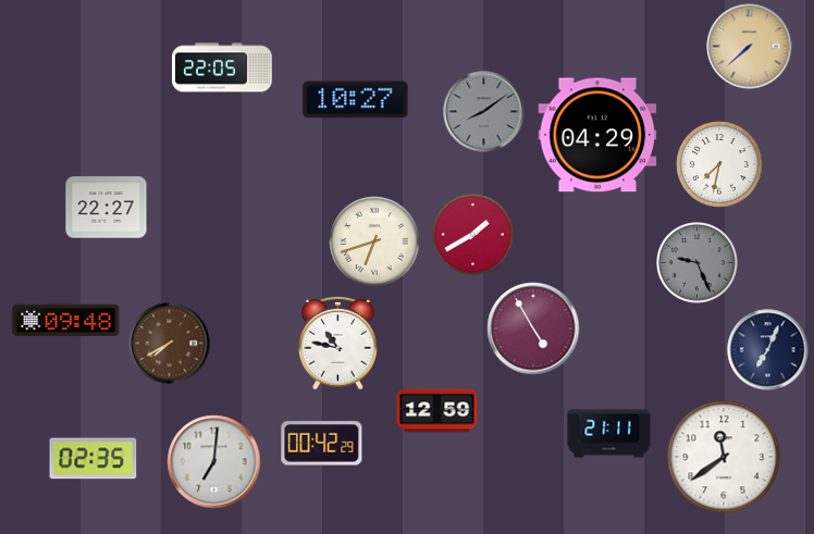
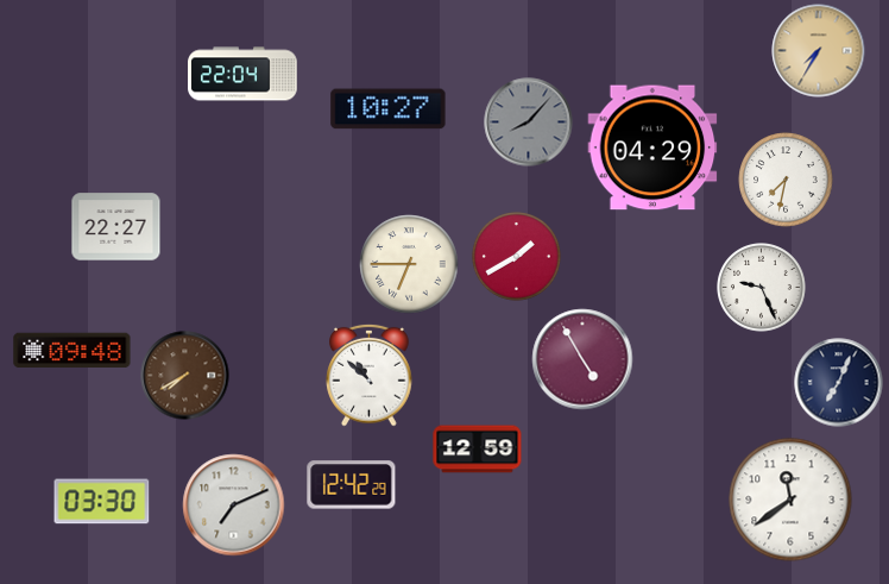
clock at (750, 47): 7:38 -> 7:35
clock at (222, 67): 22:05 -> 22:04
clock at (484, 112): 8:09 -> 8:07
clock at (374, 241): 6:42 -> 6:45
clock at (698, 263) dial: grey -> white
clock at (338, 343): 10:47 -> 10:52
clock at (609, 434): 21:11 -> none
clock at (322, 444): 00:42 -> 12:42
clock at (94, 459): 02:35 -> 03:30
clock at (214, 462): 7:01 -> 7:11
